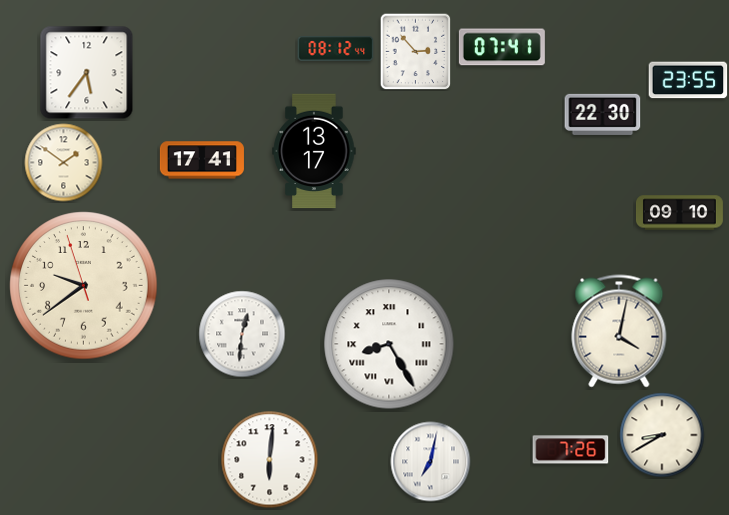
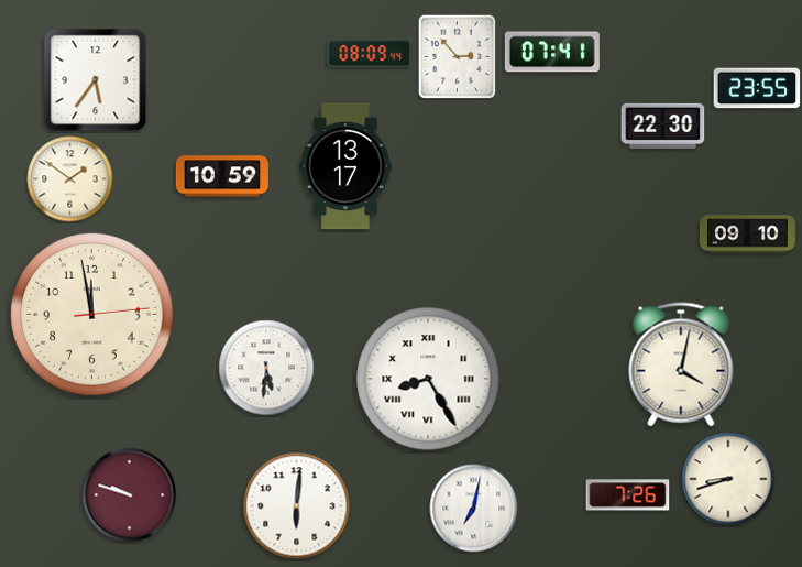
clock at (336, 49): 08:12 -> 08:09
clock at (202, 160): 17:41 -> 10:59
clock at (84, 286): 9:38 -> 11:58
clock at (242, 334): 12:31 -> 5:31
clock at (662, 435): 8:40 -> 8:42
clock at (130, 495): none -> 9:48
